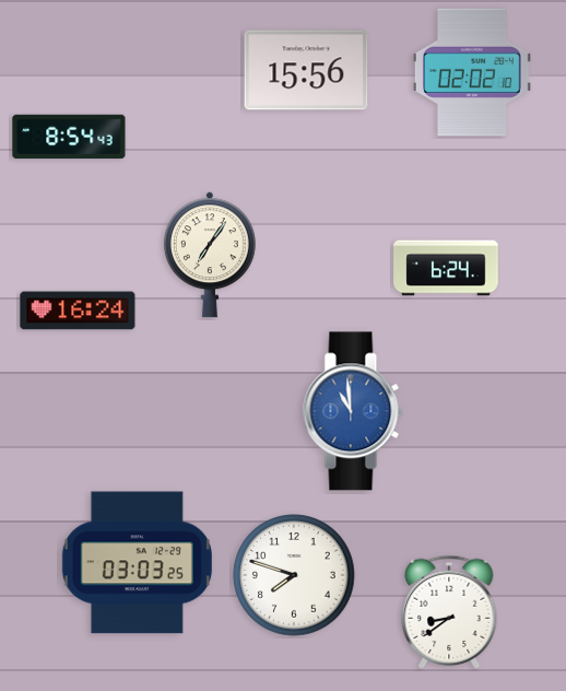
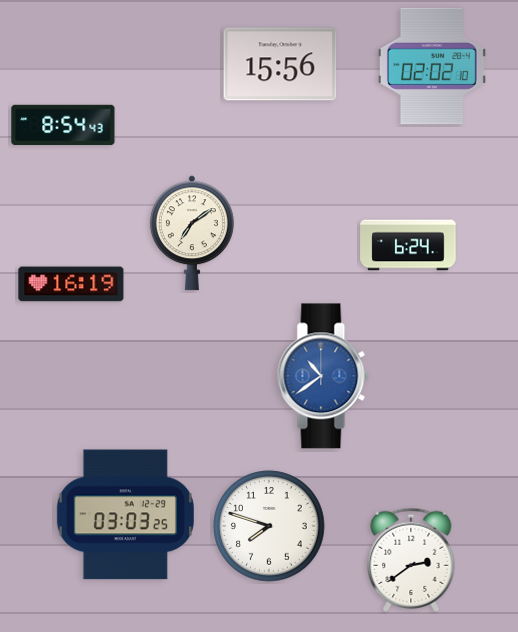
clock at (210, 255): 7:06 -> 7:09
clock at (78, 311): 16:24 -> 16:19
clock at (353, 411): 10:59 -> 10:39
clock at (449, 611): 8:39 -> 2:39
